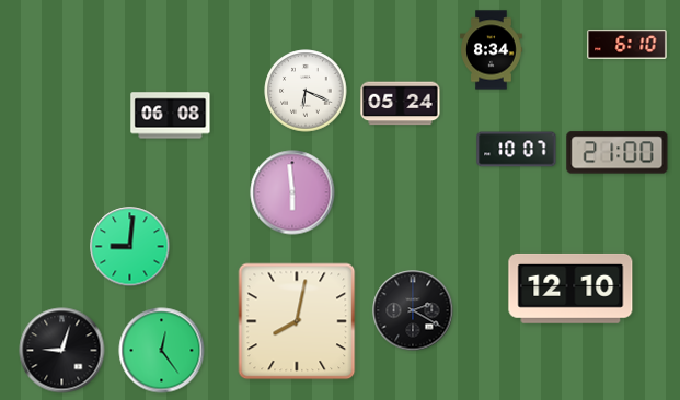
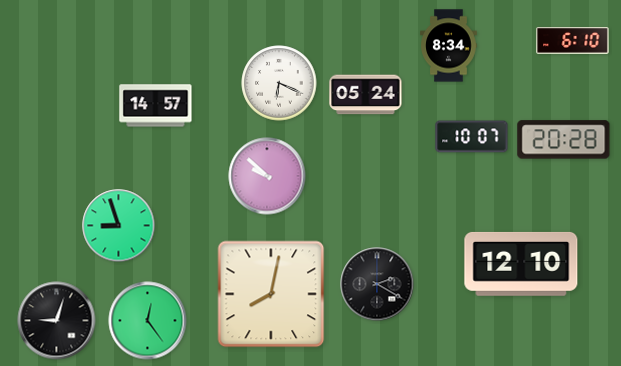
clock at (171, 116): 06:08 -> 14:57
clock at (618, 153): 21:00 -> 20:28
clock at (292, 192): 5:59 -> 9:52
clock at (130, 247): 9:01 -> 8:57
